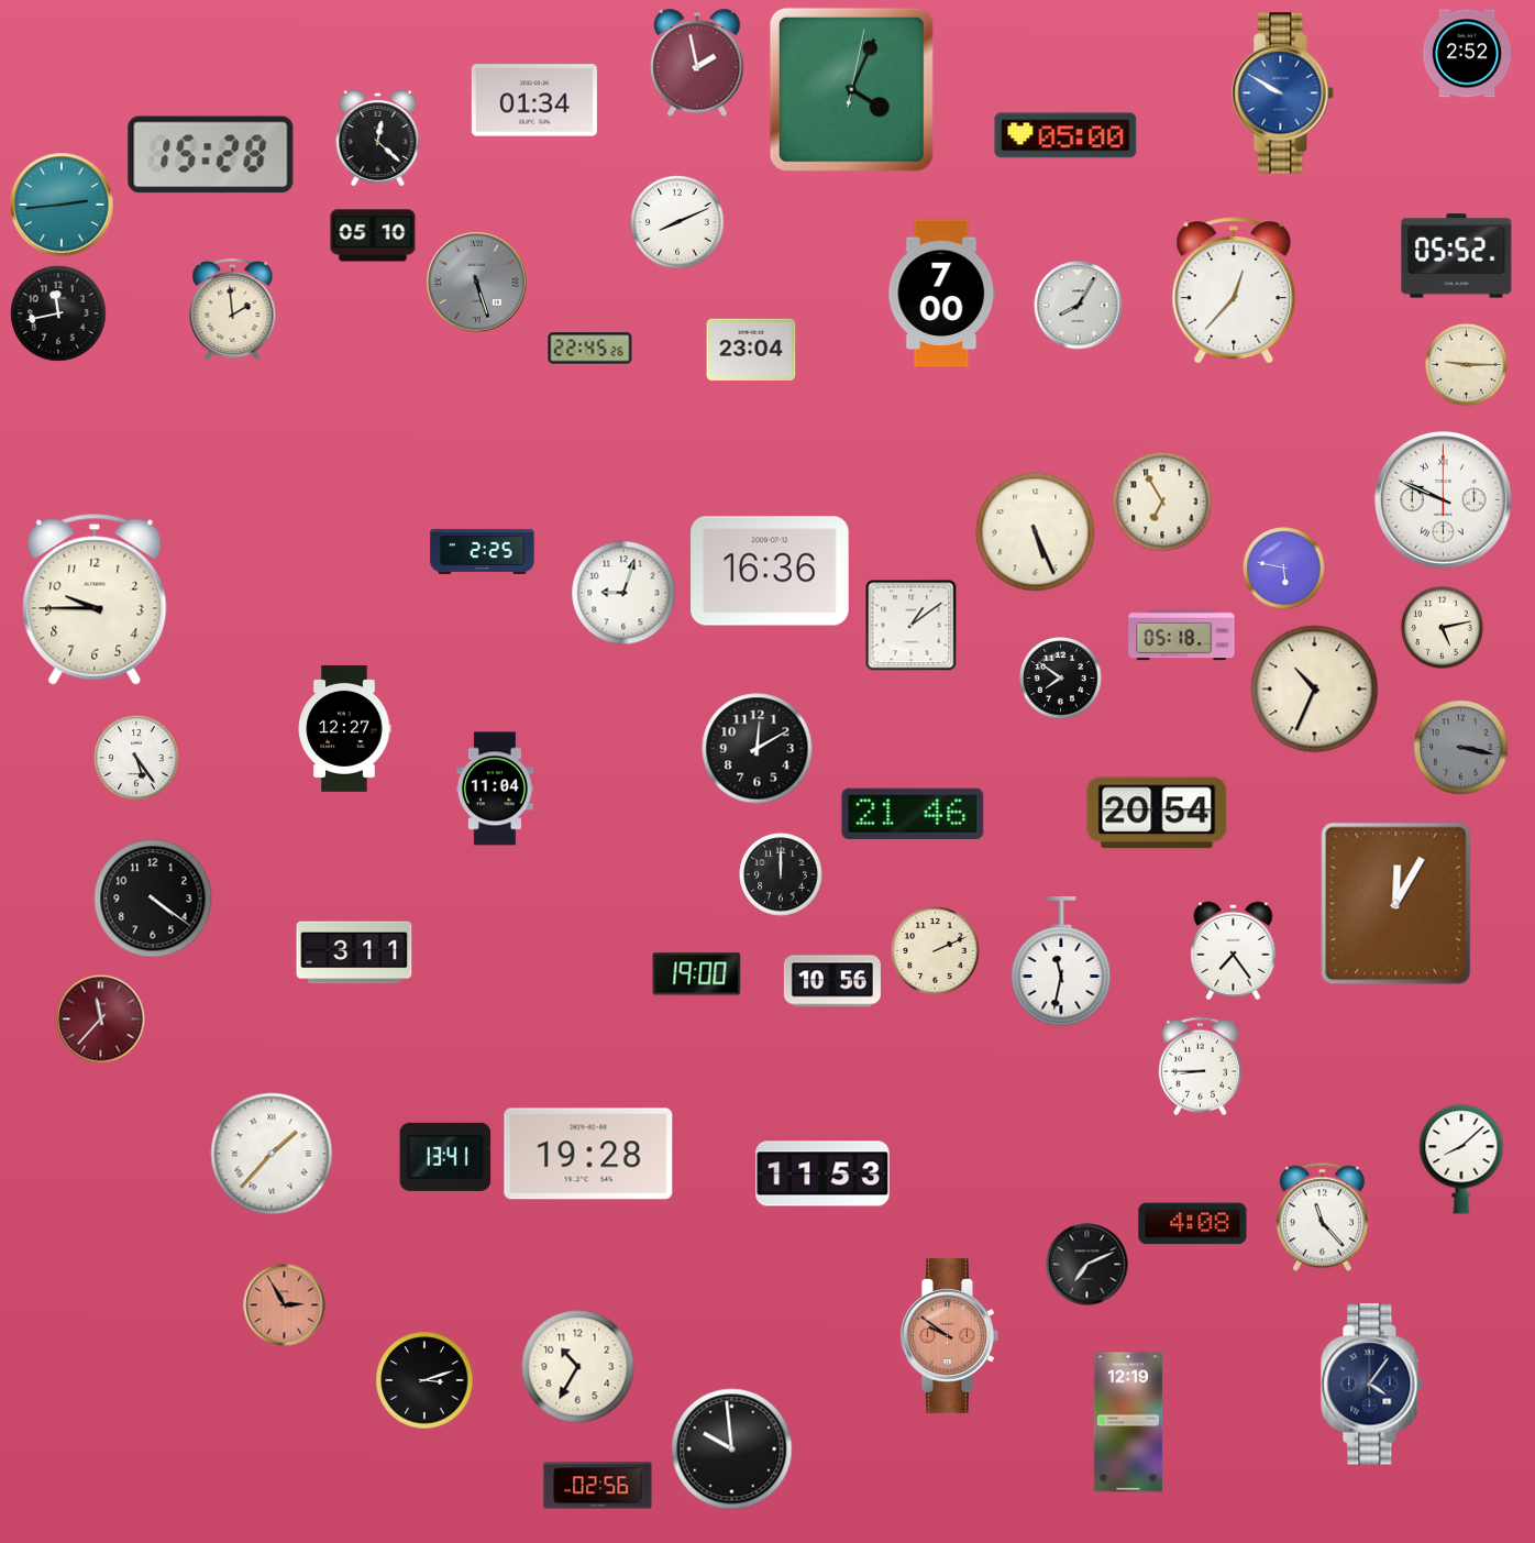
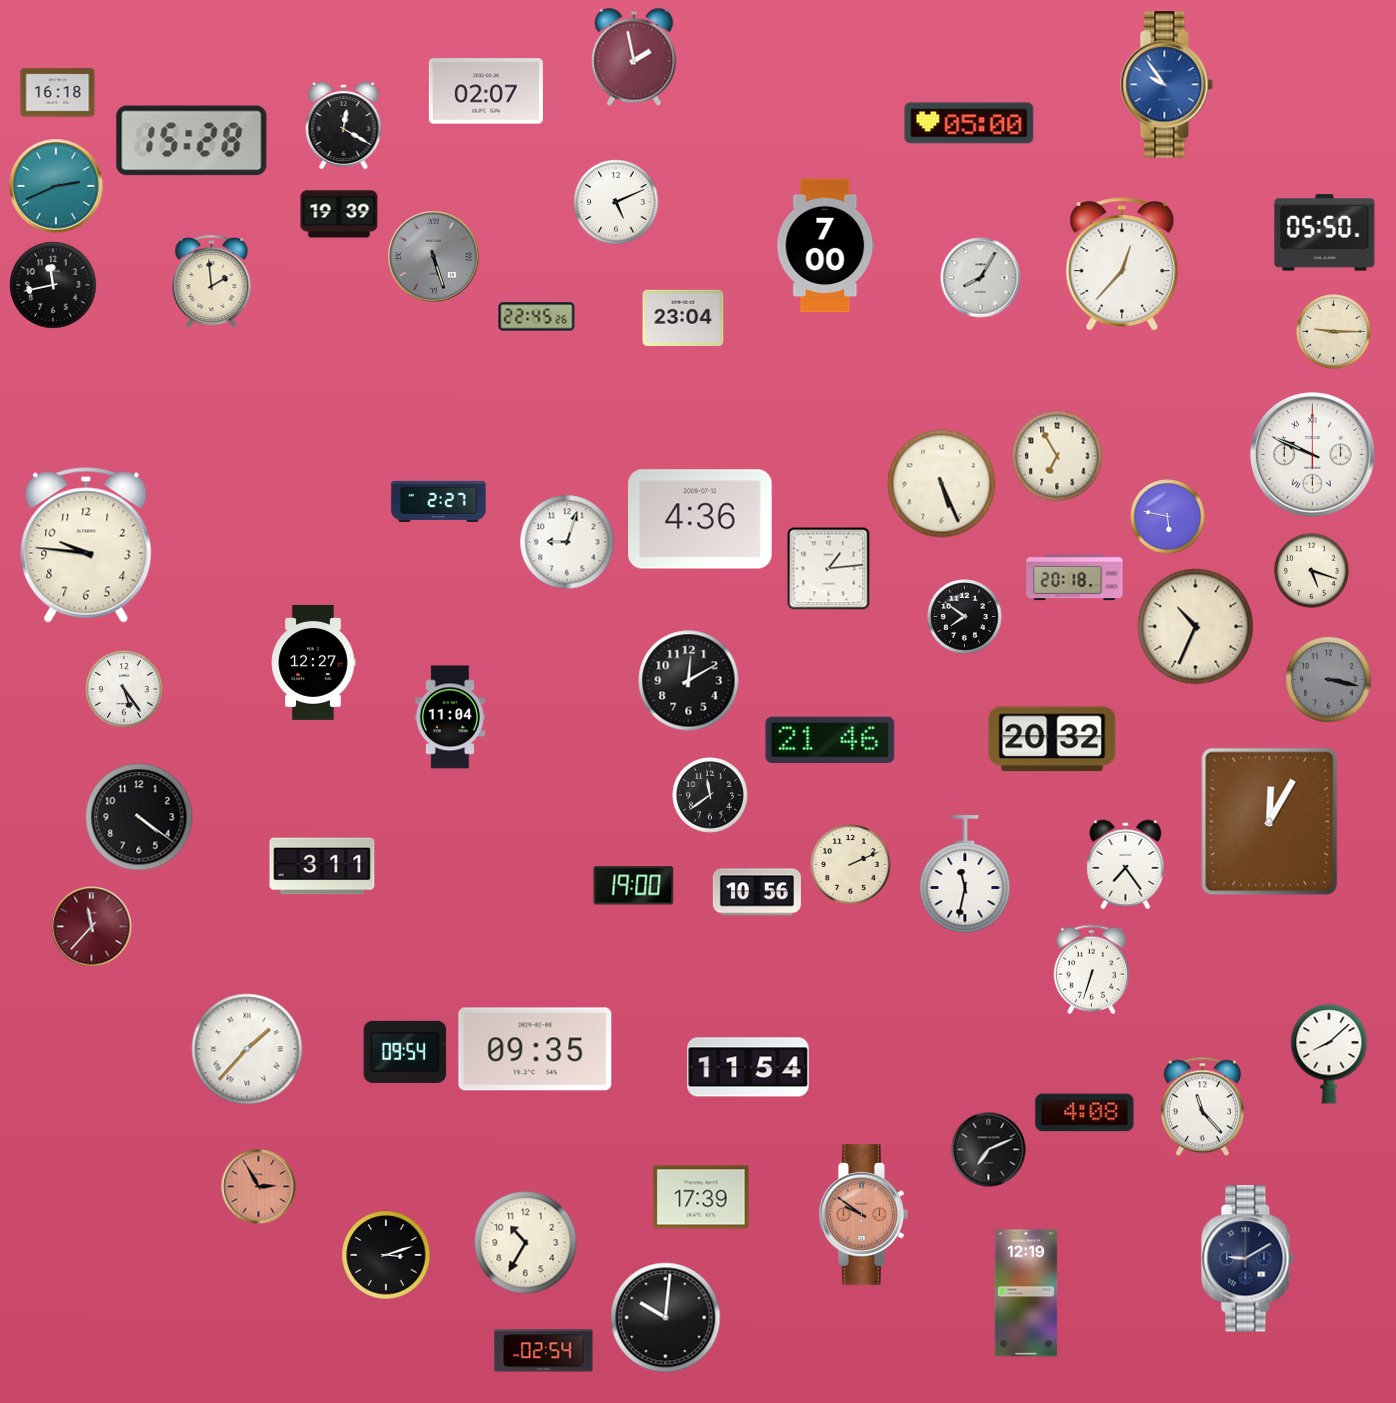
clock at (1467, 54): 2:52 -> none
clock at (851, 89): 4:04 -> none
clock at (1283, 93): 9:50 -> 9:54
clock at (534, 100): 01:34 -> 02:07
clock at (58, 93): none -> 16:18
clock at (378, 137): 12:22 -> 12:20
clock at (62, 205): 2:44 -> 2:41
clock at (677, 222): 8:11 -> 5:11
clock at (373, 235): 05:10 -> 19:39
clock at (1457, 256): 05:52 -> 05:50
clock at (942, 294) position: (942, 294) -> (826, 246)
clock at (483, 551): 2:25 -> 2:27
clock at (770, 571): 16:36 -> 4:36
clock at (623, 593) position: (623, 593) -> (567, 542)
clock at (95, 599): 9:45 -> 9:46
clock at (912, 626): 1:09 -> 1:14
clock at (1443, 628): 5:13 -> 5:18
clock at (1182, 636): 05:18 -> 20:18
clock at (1157, 813): 20:54 -> 20:32
clock at (781, 874): 12:00 -> 11:39
clock at (1234, 951) position: (1234, 951) -> (1126, 865)
clock at (1200, 1067): 8:45 -> 6:33
clock at (588, 1154): 19:28 -> 09:35
clock at (445, 1157): 13:41 -> 09:54
clock at (822, 1173): 11:53 -> 11:54
clock at (701, 1197): none -> 17:39
clock at (1372, 1385): 4:06 -> 9:10
clock at (732, 1450): 9:59 -> 10:01
clock at (598, 1486): 02:56 -> 02:54
